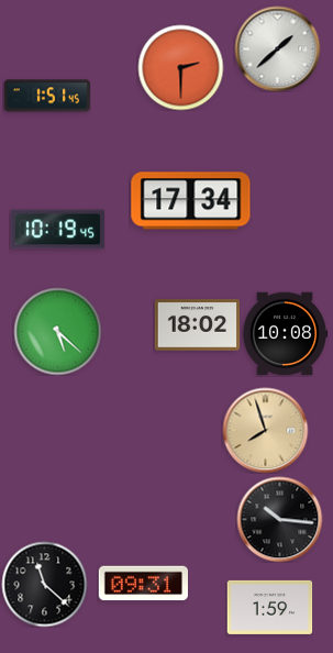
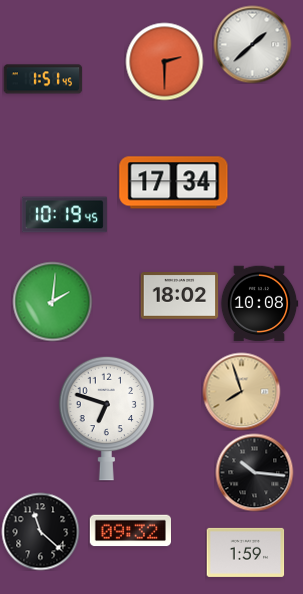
clock at (47, 96) position: (47, 96) -> (43, 79)
clock at (57, 230) position: (57, 230) -> (64, 215)
clock at (57, 331): 5:22 -> 2:01
clock at (106, 418): none -> 6:48
clock at (143, 584): 09:31 -> 09:32
